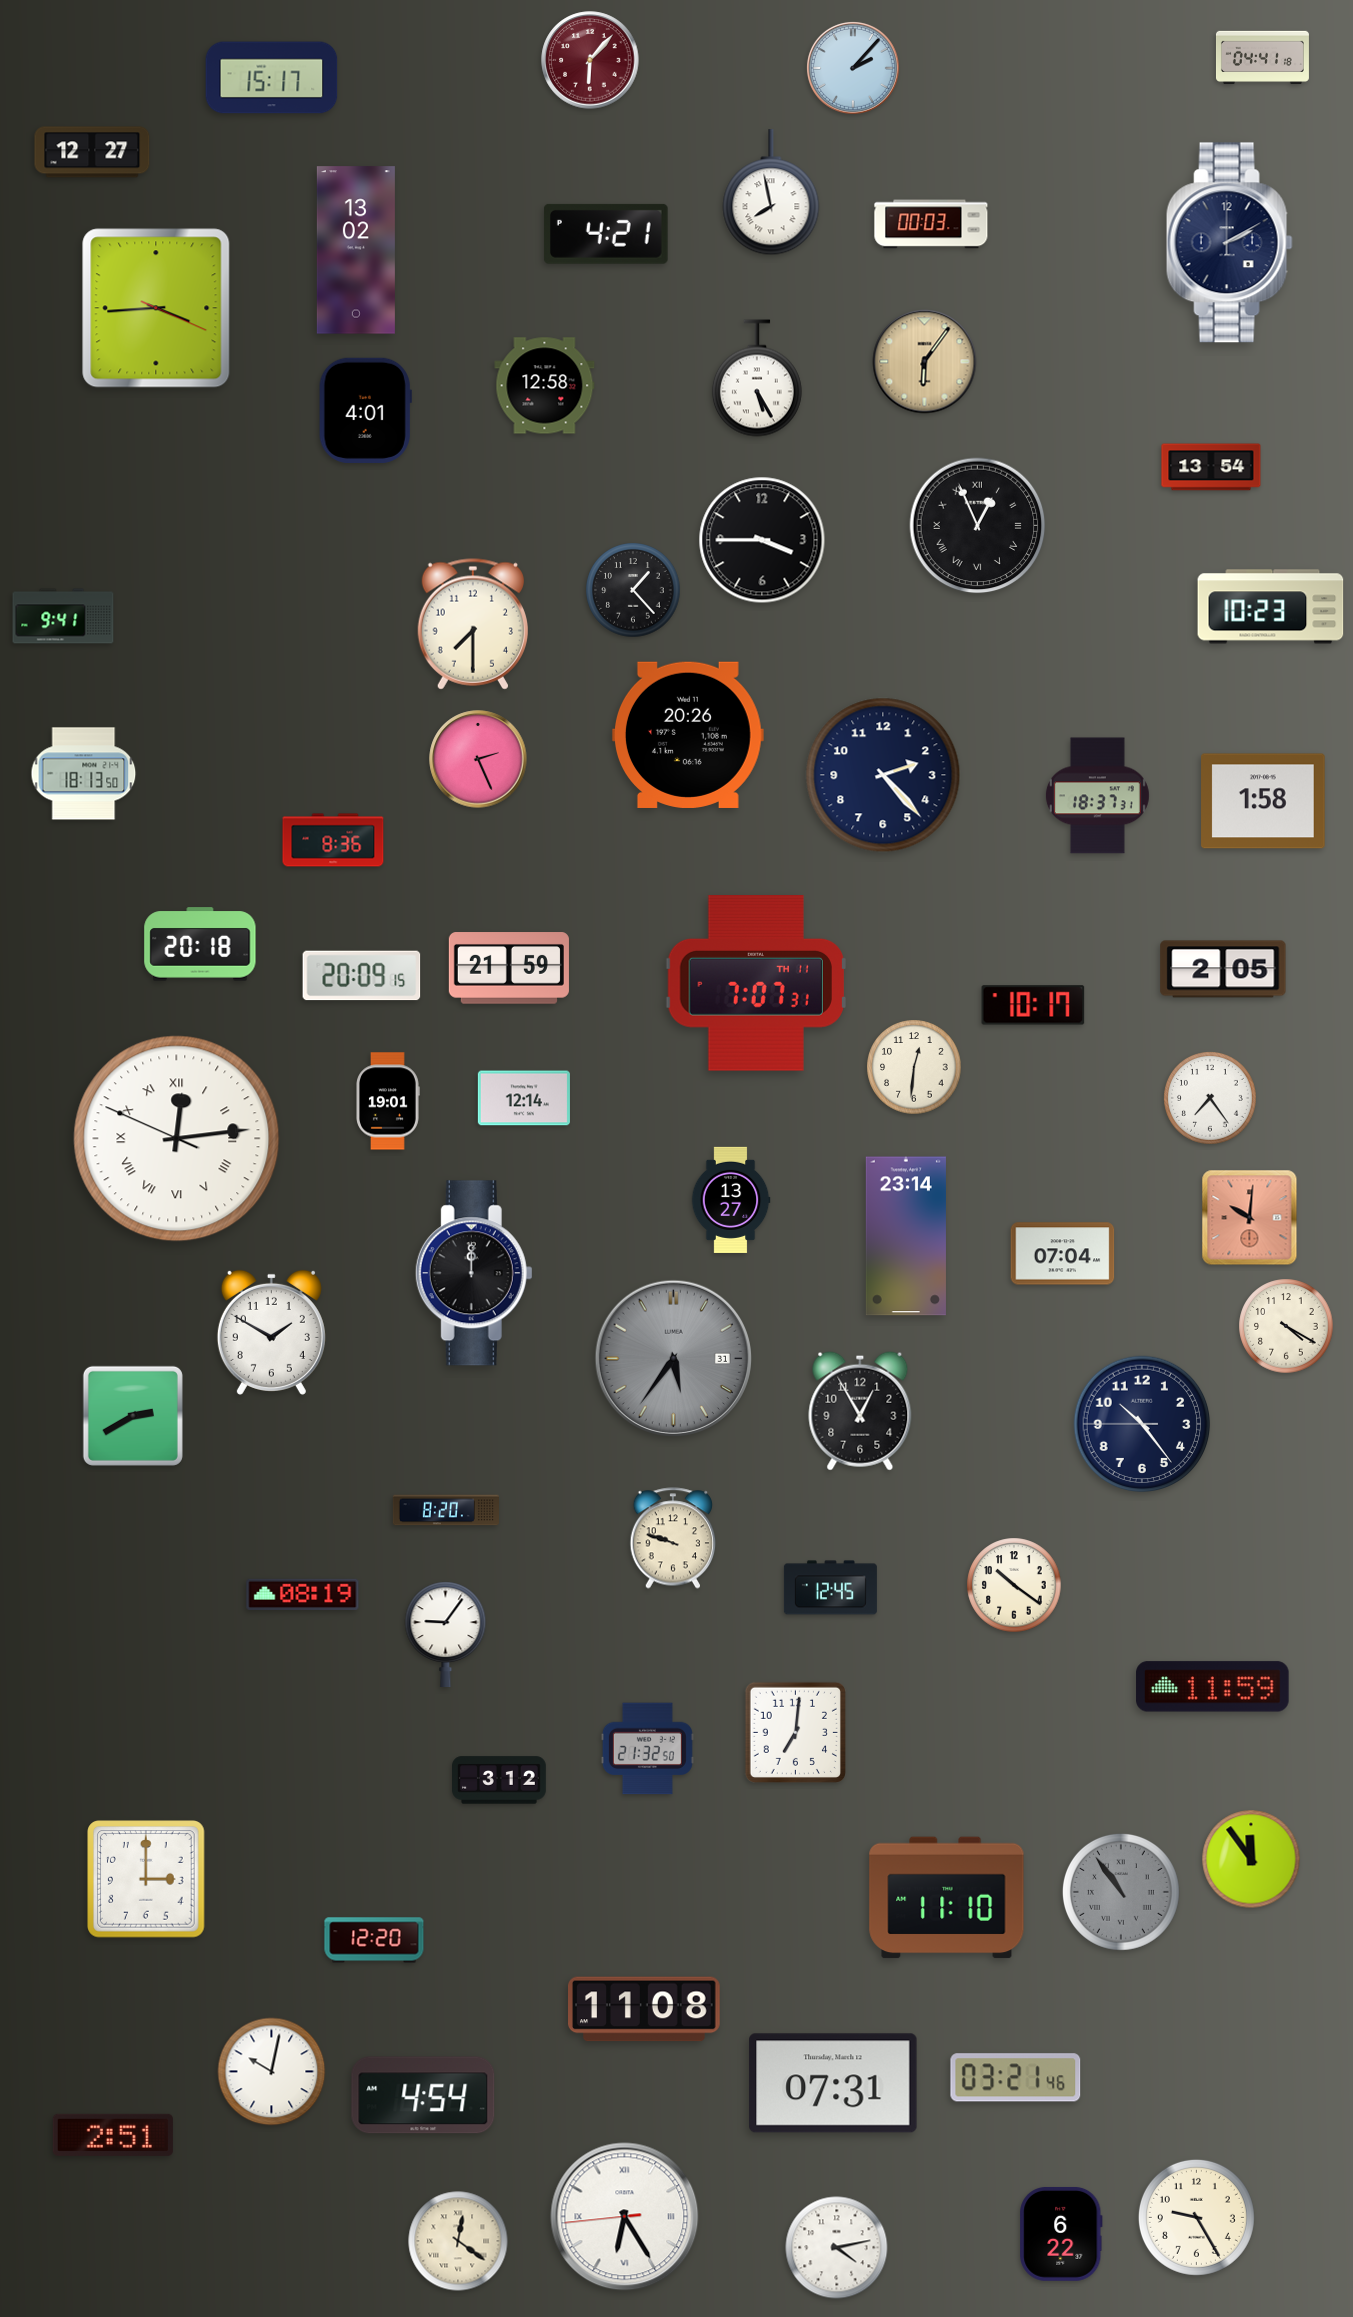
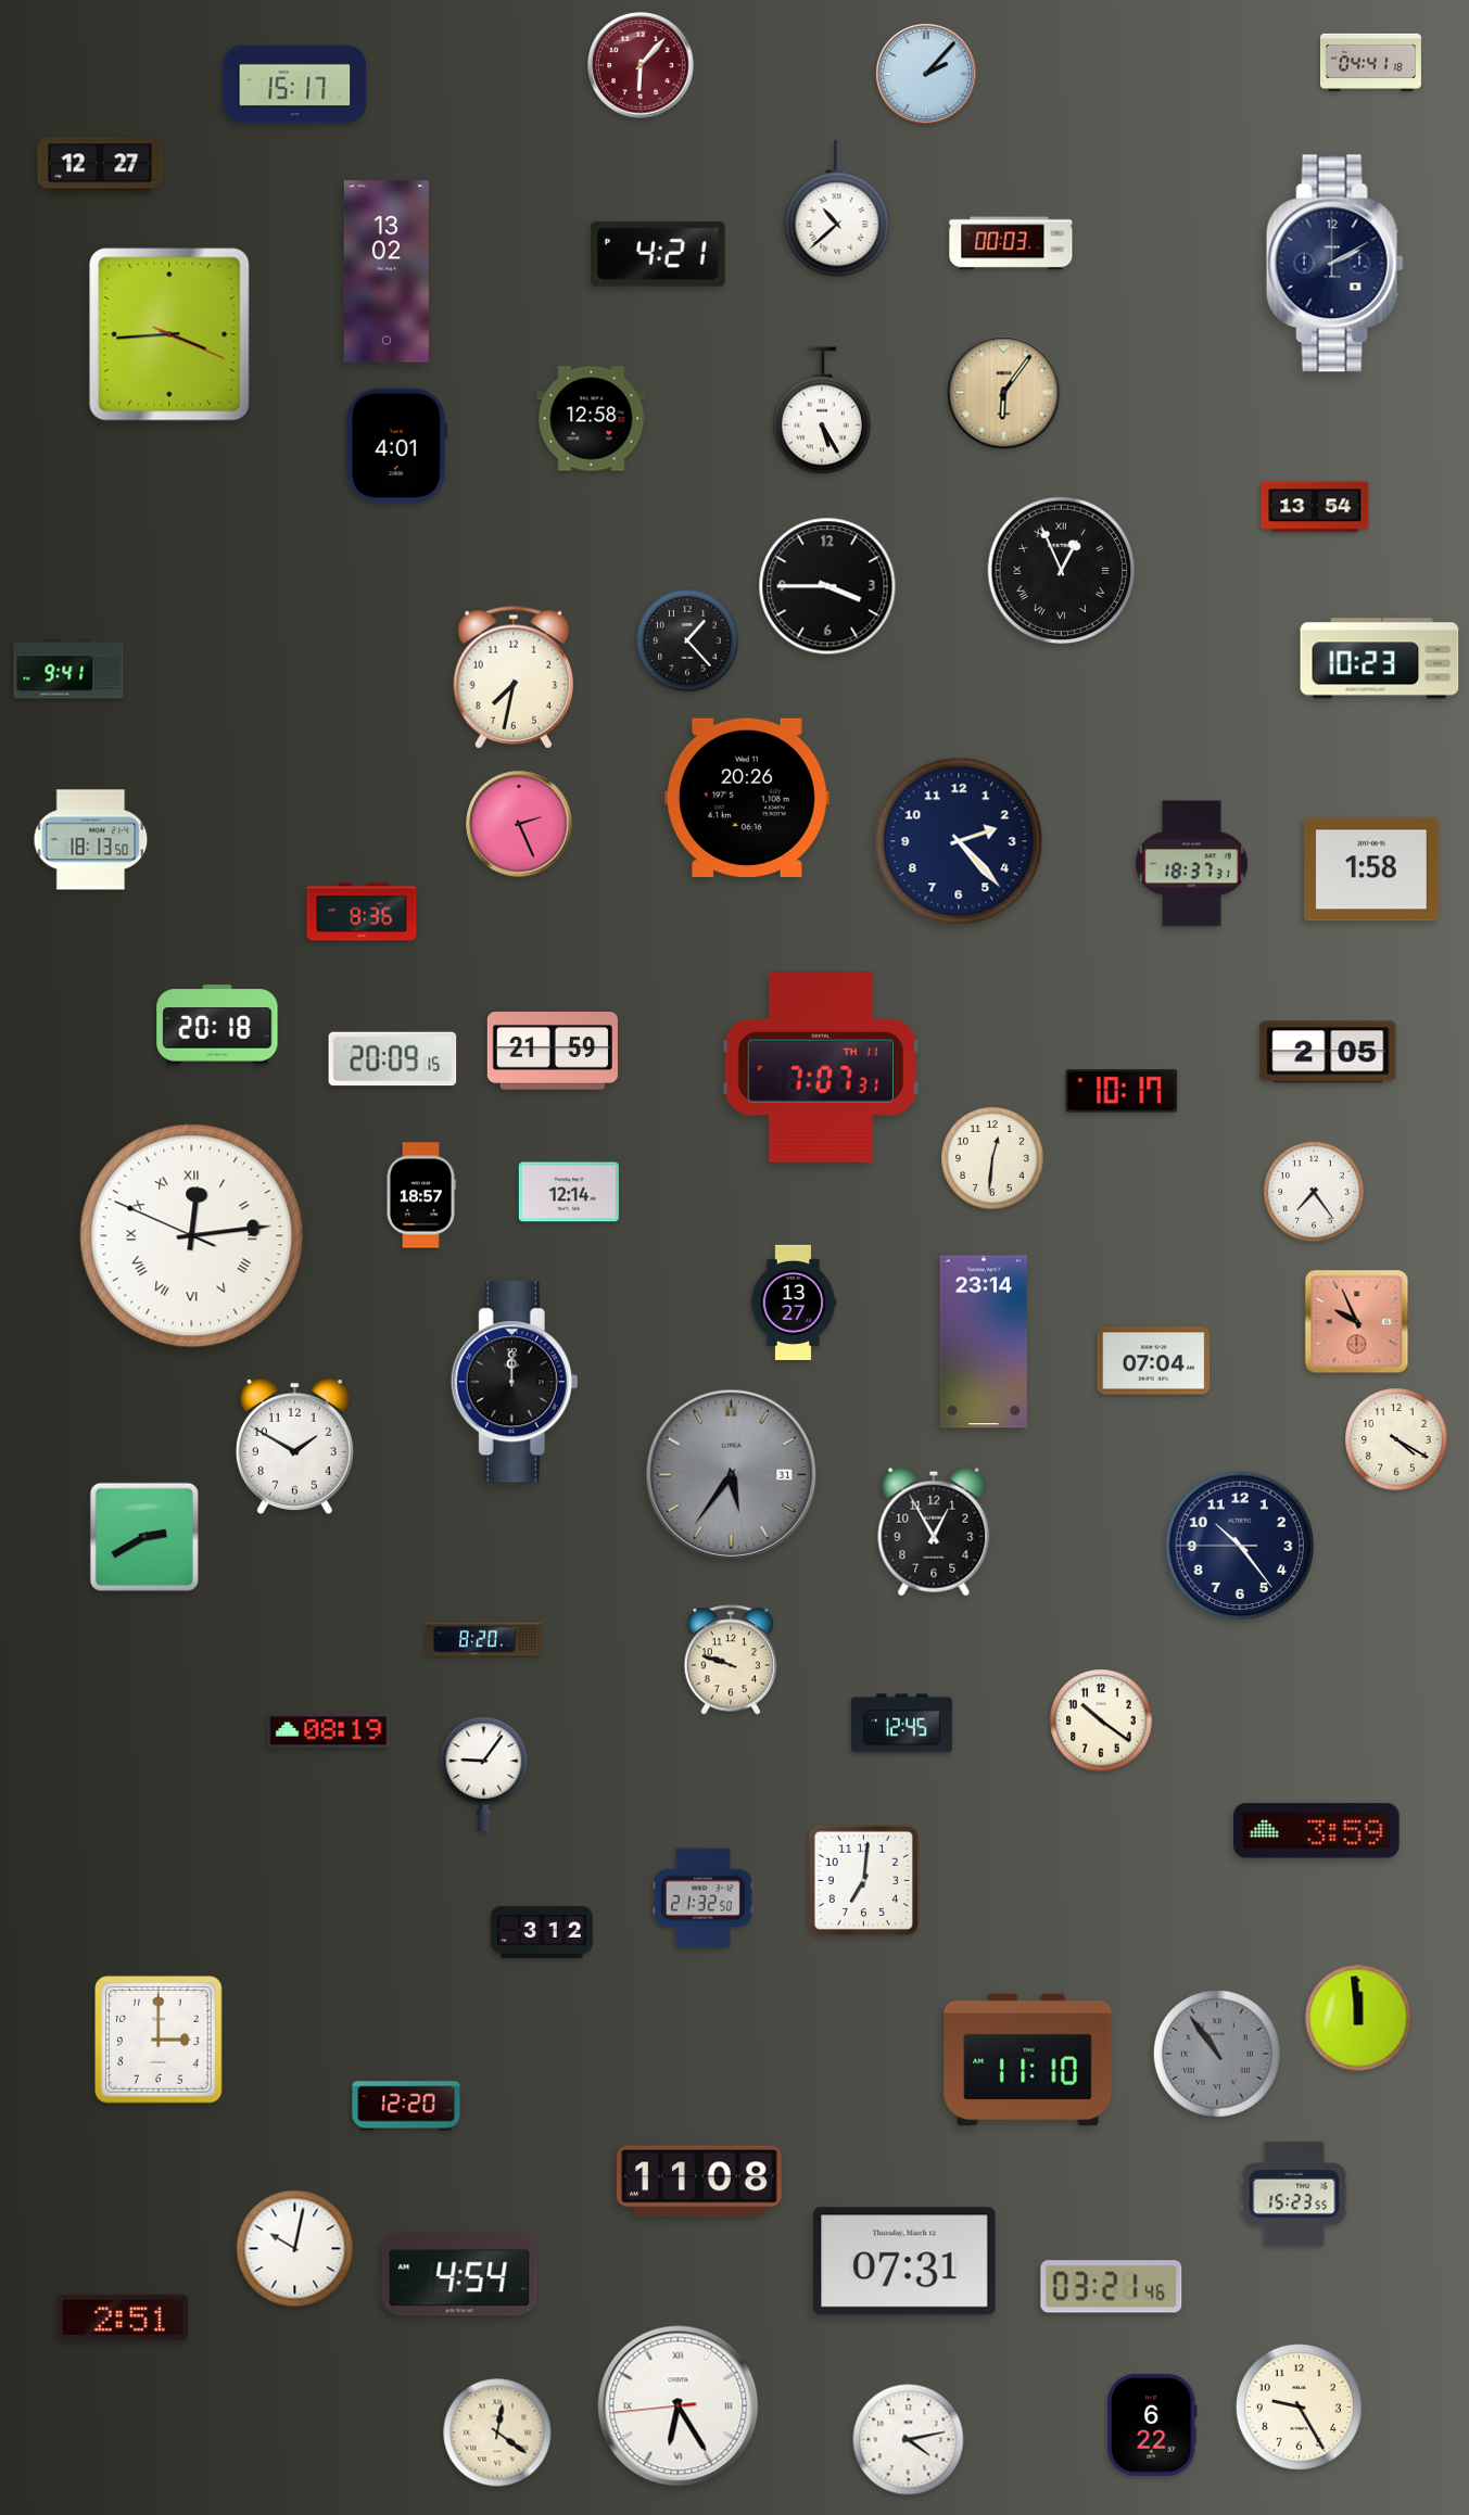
clock at (771, 193): 7:58 -> 10:38
clock at (473, 624): 7:30 -> 7:32
clock at (388, 1101): 19:01 -> 18:57
clock at (1250, 1218): 10:01 -> 9:56
clock at (673, 1538) position: (673, 1538) -> (731, 1660)
clock at (1213, 1687): 11:59 -> 3:59
clock at (1251, 1859): 11:54 -> 11:59
clock at (1294, 2194): none -> 15:23
clock at (1016, 2078) position: (1016, 2078) -> (1112, 2287)
